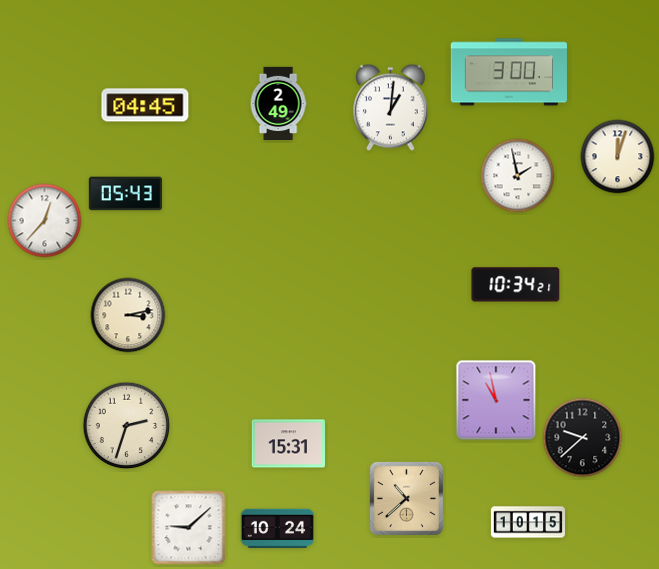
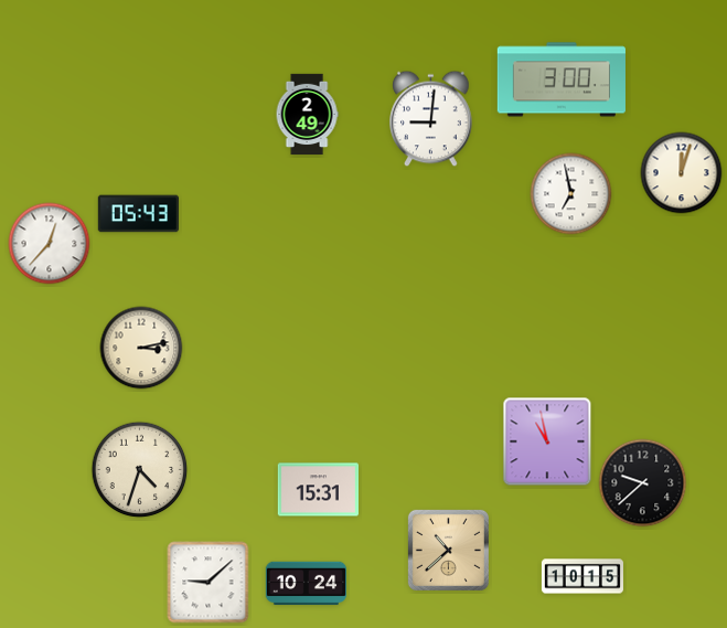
clock at (145, 105): 04:45 -> none
clock at (391, 108): 1:01 -> 9:01
clock at (518, 176): 1:58 -> 6:58
clock at (516, 285): 10:34 -> none
clock at (127, 426): 2:33 -> 4:33
